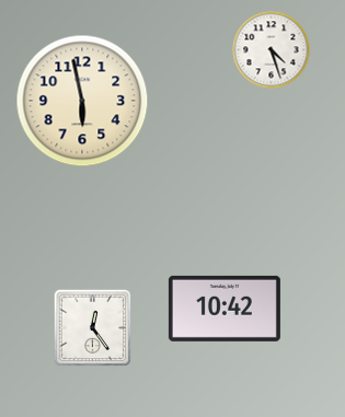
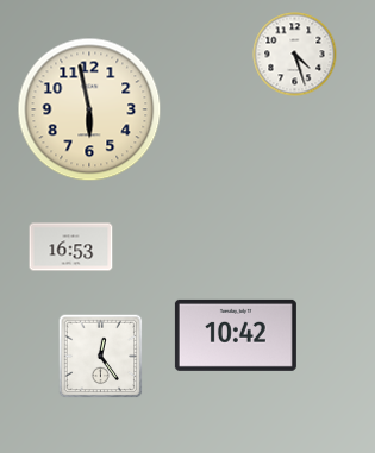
clock at (71, 247): none -> 16:53
clock at (225, 309) position: (225, 309) -> (236, 335)
